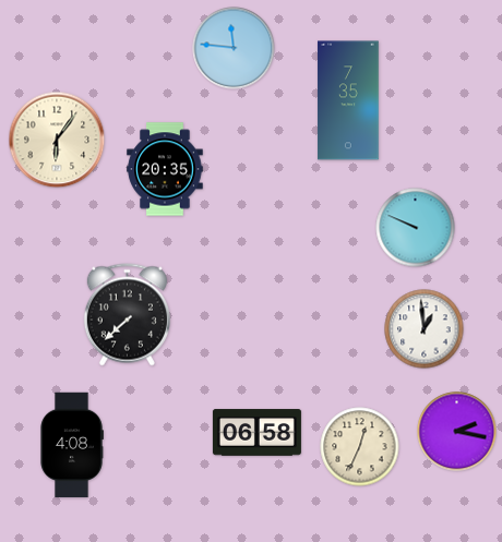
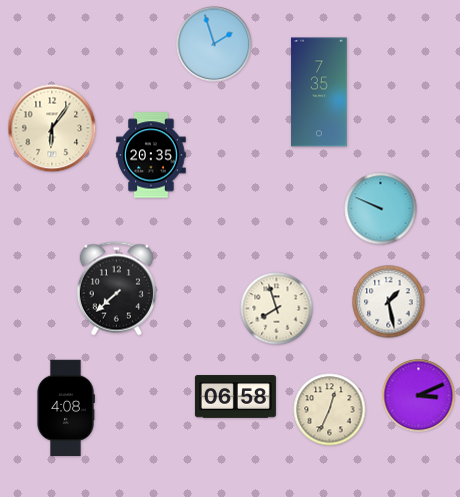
clock at (234, 48): 11:46 -> 1:57
clock at (425, 329): 12:59 -> 1:28
clock at (277, 309): none -> 7:57
clock at (457, 432): 2:17 -> 3:11
